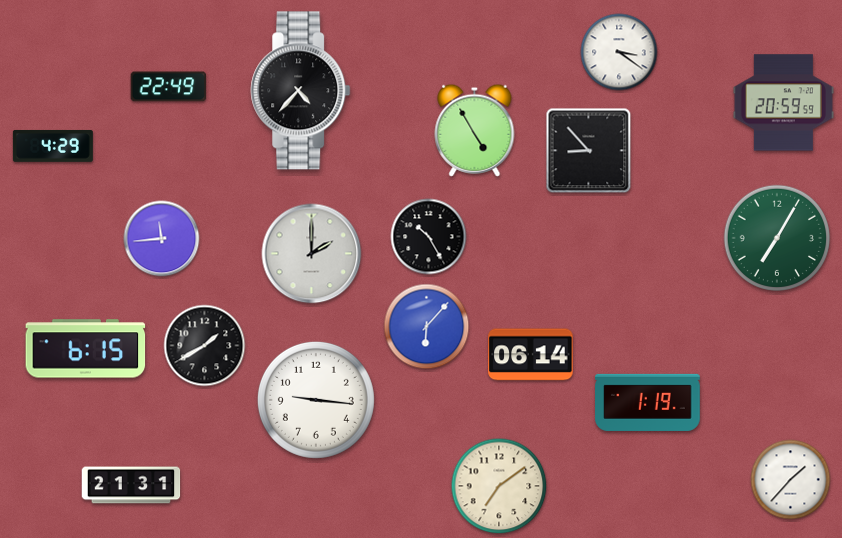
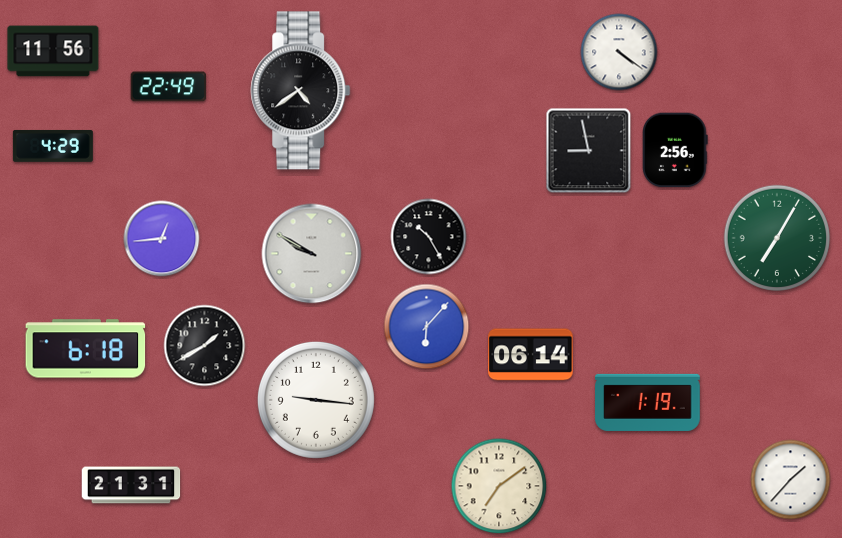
clock at (53, 51): none -> 11:56
clock at (619, 52): 3:21 -> 4:21
clock at (301, 91): 4:37 -> 4:39
clock at (783, 103): 20:59 -> none
clock at (475, 130): 4:55 -> none
clock at (676, 150): none -> 2:56
clock at (589, 151): 8:53 -> 8:58
clock at (162, 239): 11:44 -> 12:44
clock at (312, 254): 2:00 -> 9:50
clock at (86, 349): 6:15 -> 6:18
